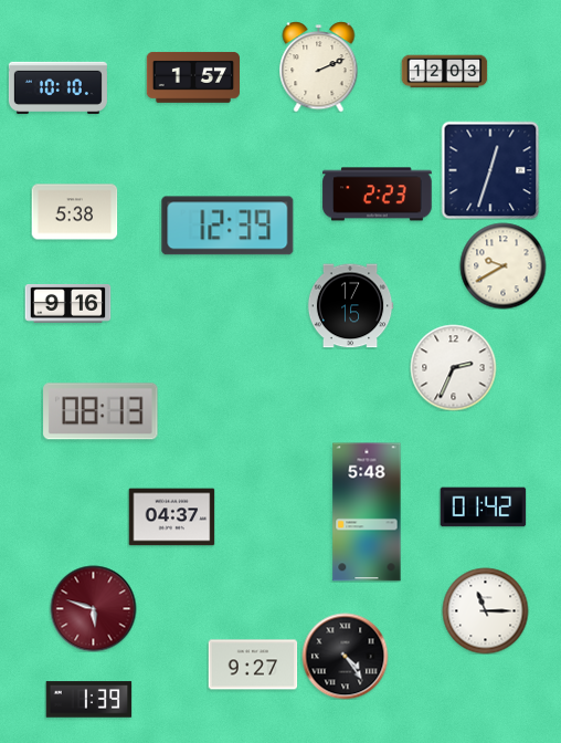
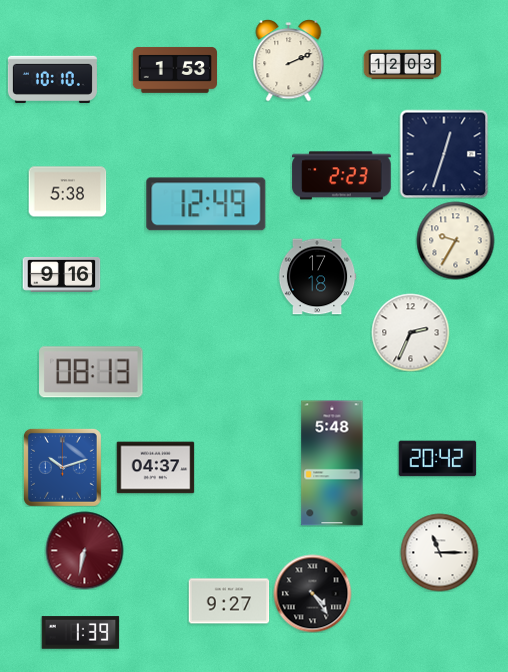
clock at (192, 77): 1:57 -> 1:53
clock at (227, 226): 12:39 -> 12:49
clock at (502, 265): 9:40 -> 9:35
clock at (350, 306): 17:15 -> 17:18
clock at (483, 507): 01:42 -> 20:42
clock at (62, 467): none -> 10:12
clock at (93, 608): 5:48 -> 6:32
